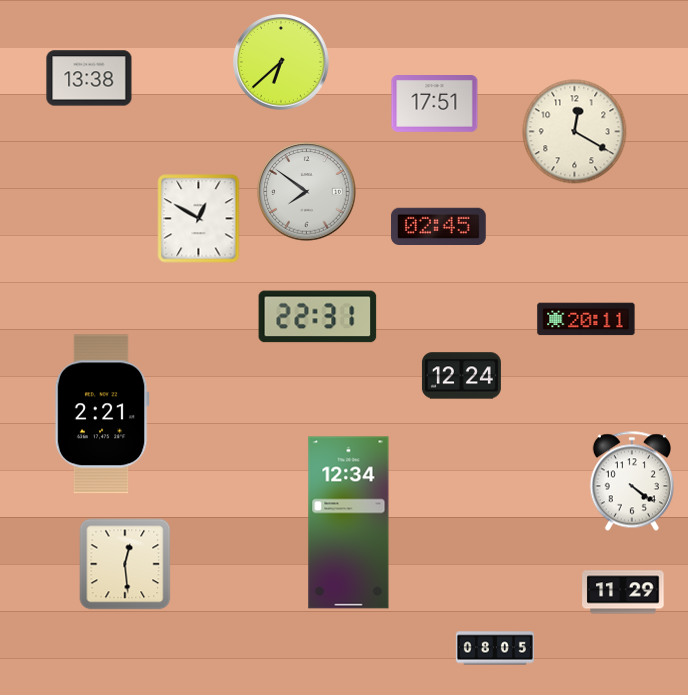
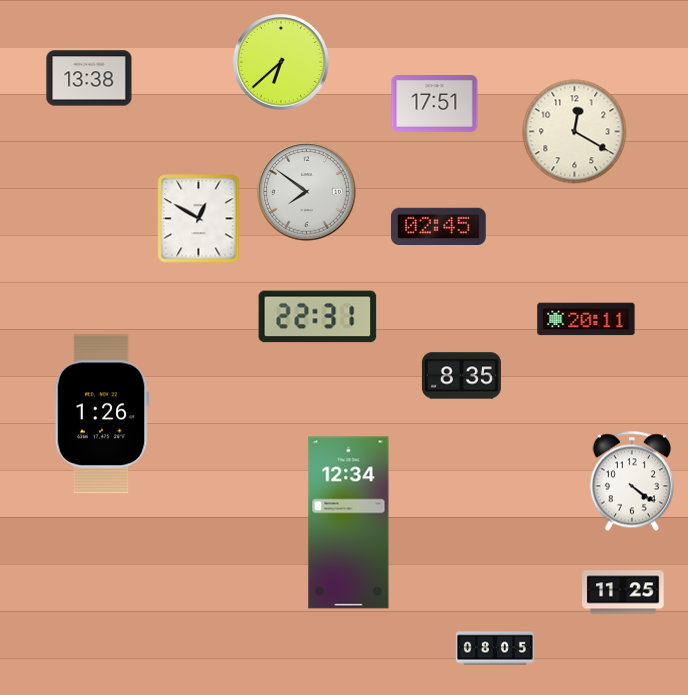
clock at (461, 376): 12:24 -> 8:35
clock at (102, 414): 2:21 -> 1:26
clock at (125, 564): 12:29 -> none
clock at (623, 592): 11:29 -> 11:25
